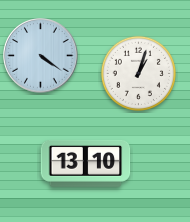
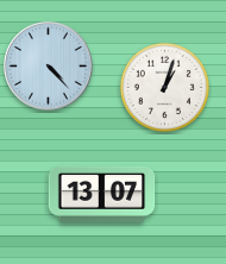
clock at (41, 56): 4:21 -> 4:23
clock at (86, 163): 13:10 -> 13:07
